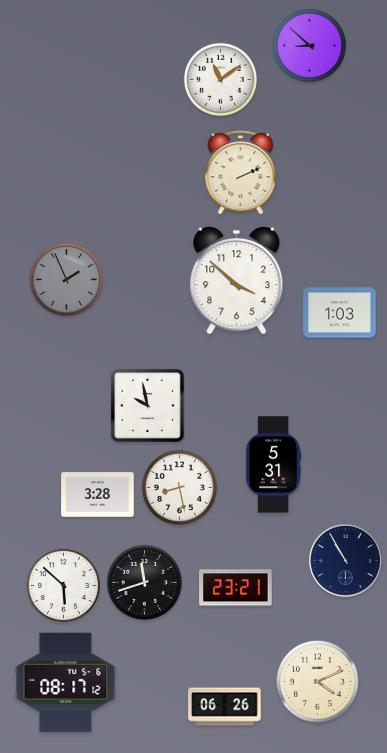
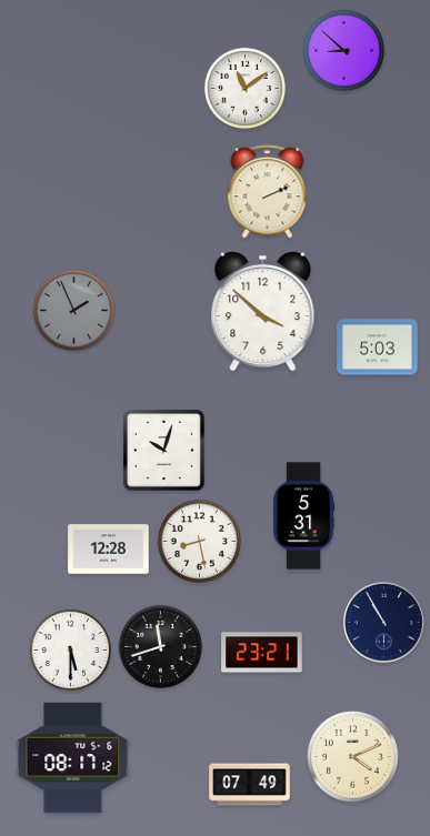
clock at (340, 313): 1:03 -> 5:03
clock at (147, 405): 9:58 -> 10:03
clock at (98, 495): 3:28 -> 12:28
clock at (63, 586): 5:52 -> 5:30
clock at (225, 707): 06:26 -> 07:49
